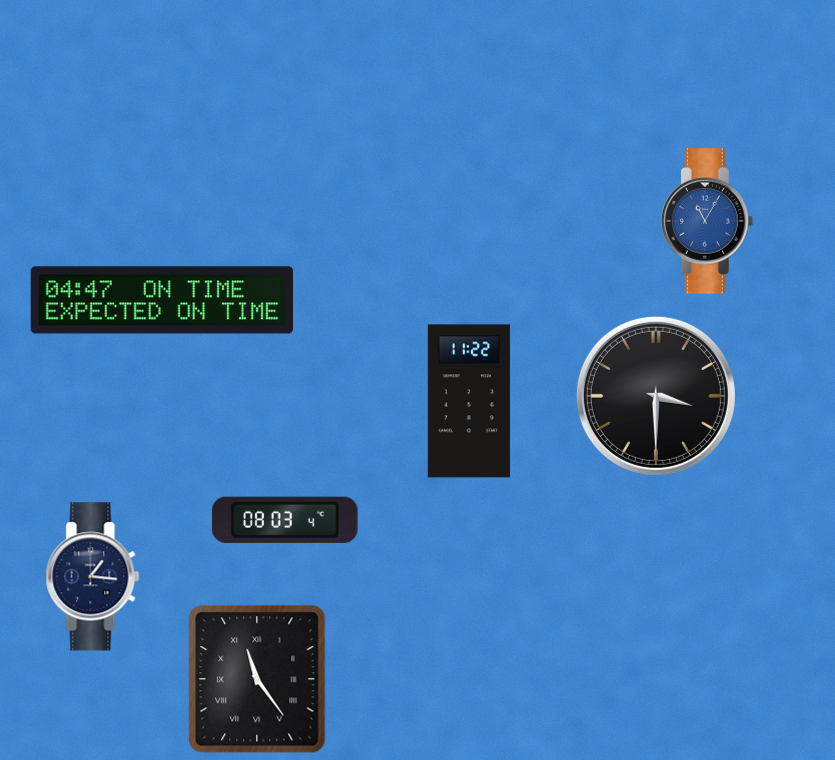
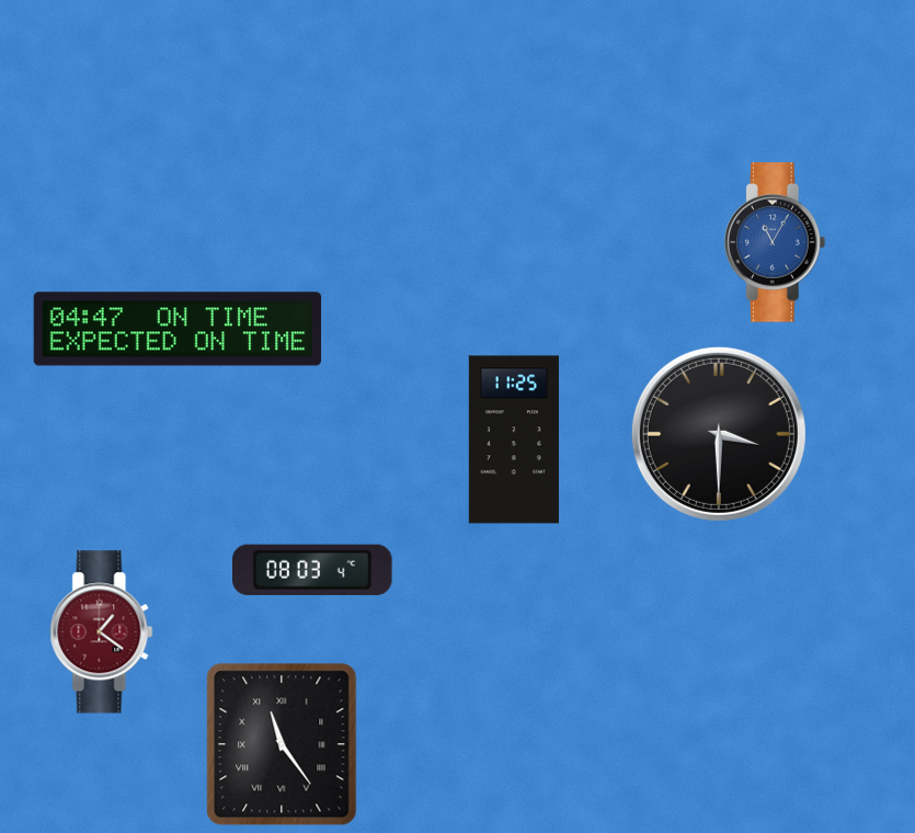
clock at (469, 401): 11:22 -> 11:25
clock at (93, 577): 1:16 -> 1:21
clock at (93, 577) dial: navy -> burgundy
